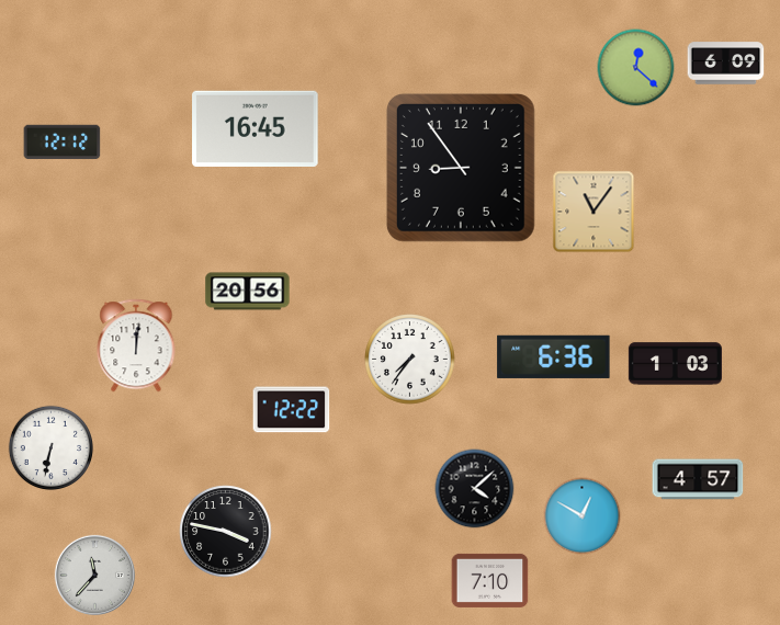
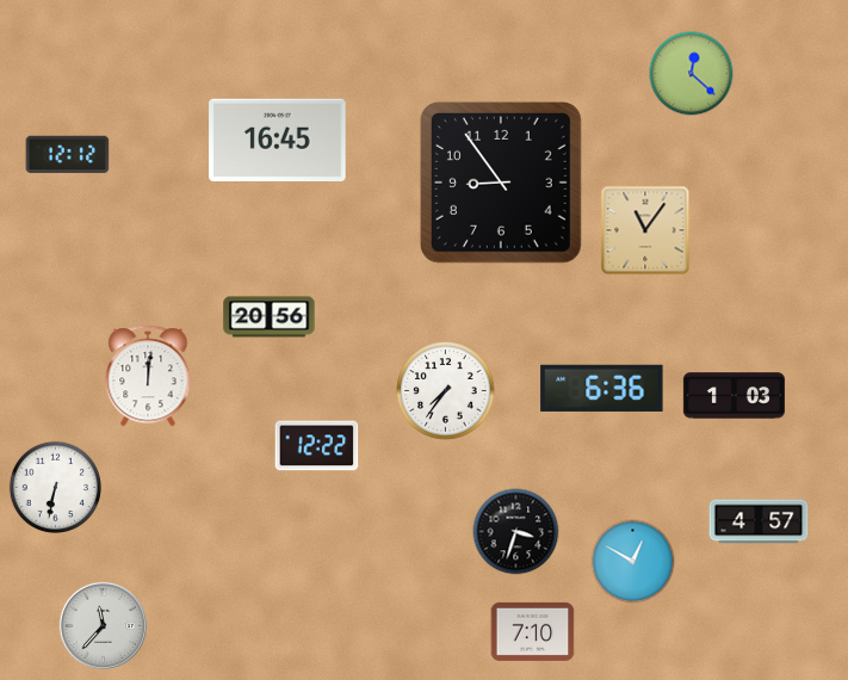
clock at (726, 64): 6:09 -> none
clock at (475, 489): 4:08 -> 3:33
clock at (226, 532): 3:47 -> none
